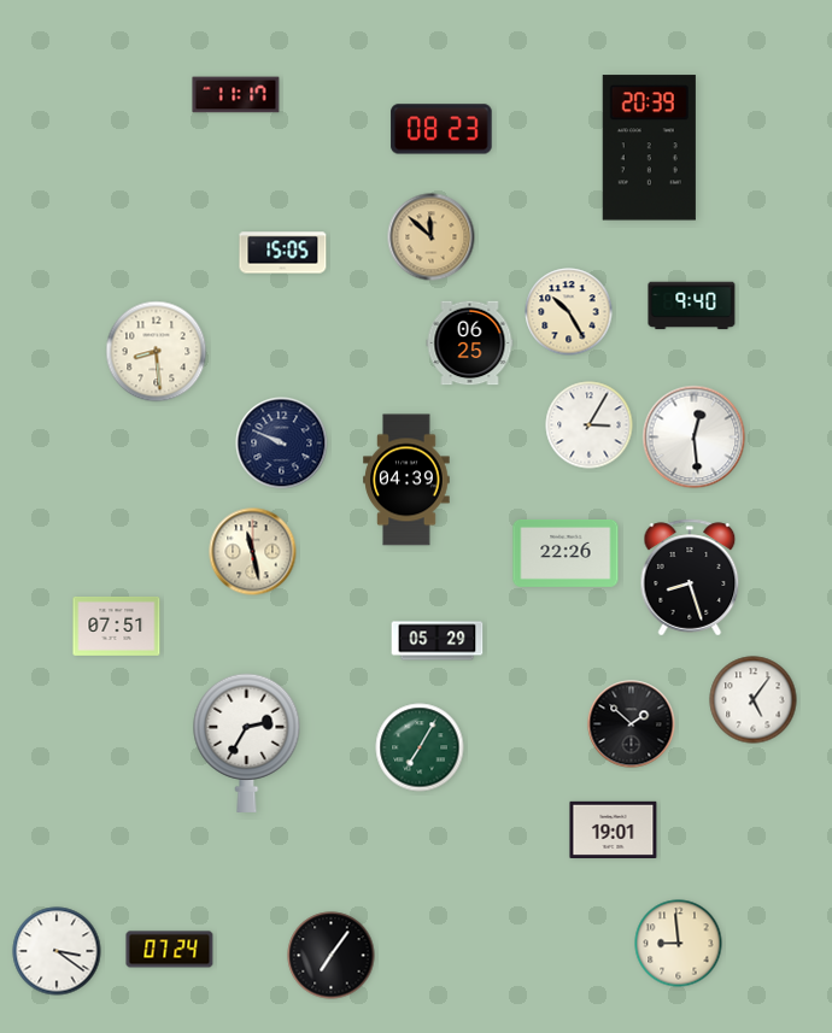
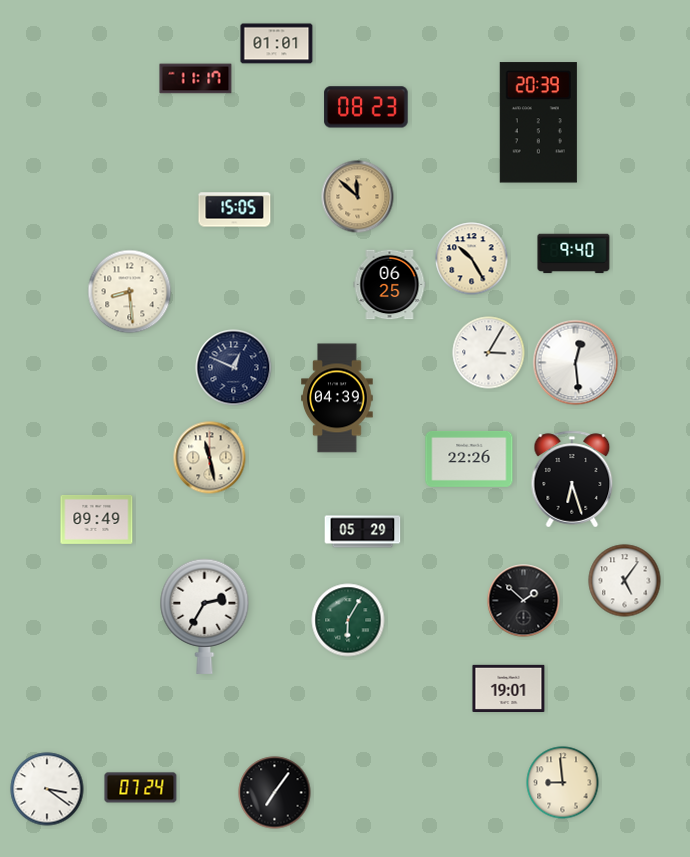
clock at (277, 44): none -> 01:01
clock at (282, 444): 9:49 -> 12:49
clock at (690, 577): 8:27 -> 6:27
clock at (117, 626): 07:51 -> 09:49
clock at (420, 747): 7:05 -> 6:05
